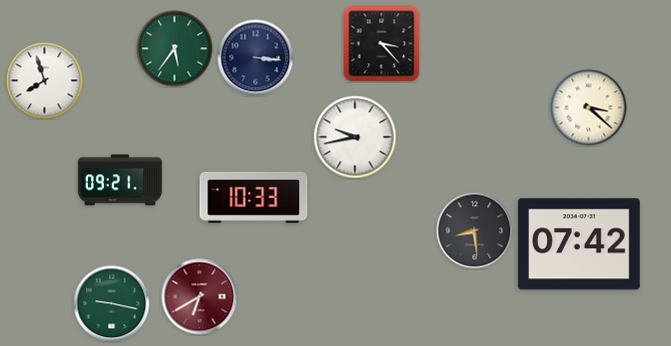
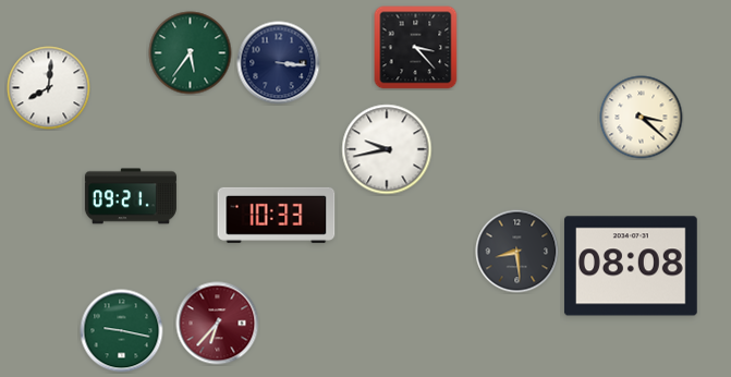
clock at (45, 81): 7:57 -> 8:01
clock at (579, 244): 07:42 -> 08:08
clock at (200, 297): 6:40 -> 6:37
